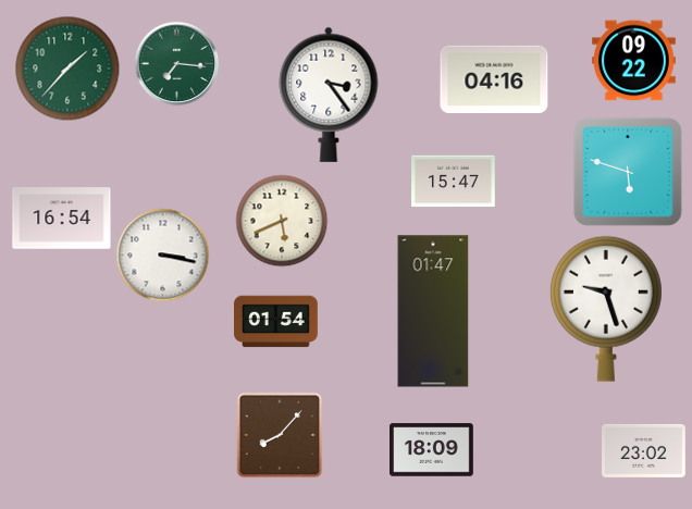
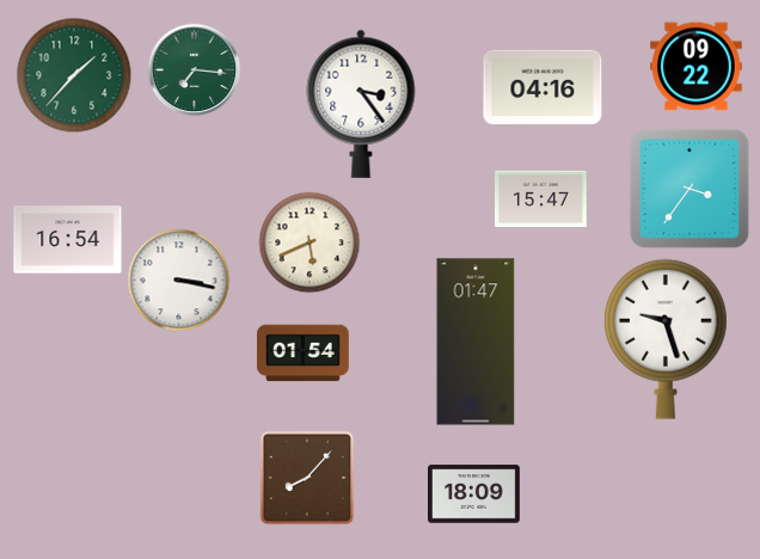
clock at (628, 172): 5:48 -> 3:36
clock at (454, 182) position: (454, 182) -> (541, 199)
clock at (644, 450): 23:02 -> none
